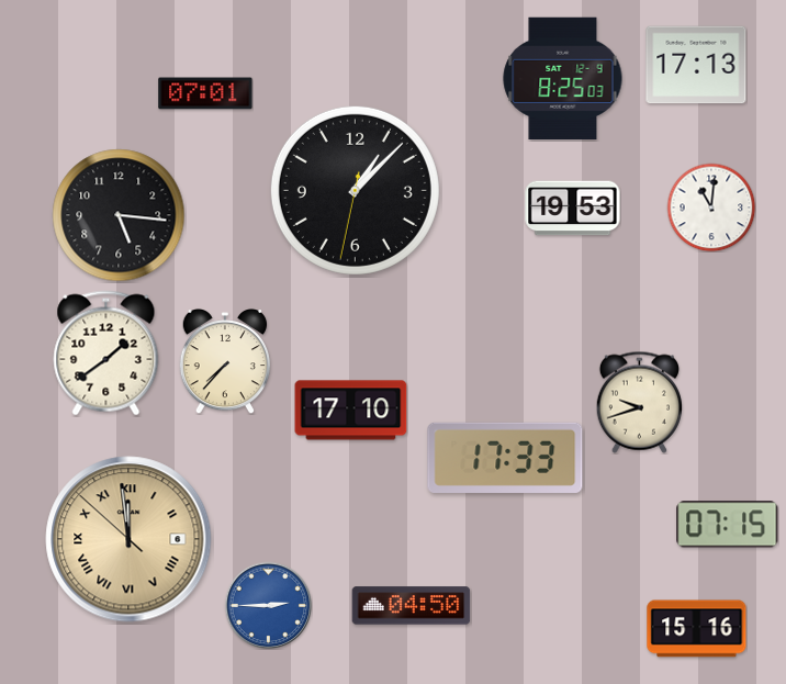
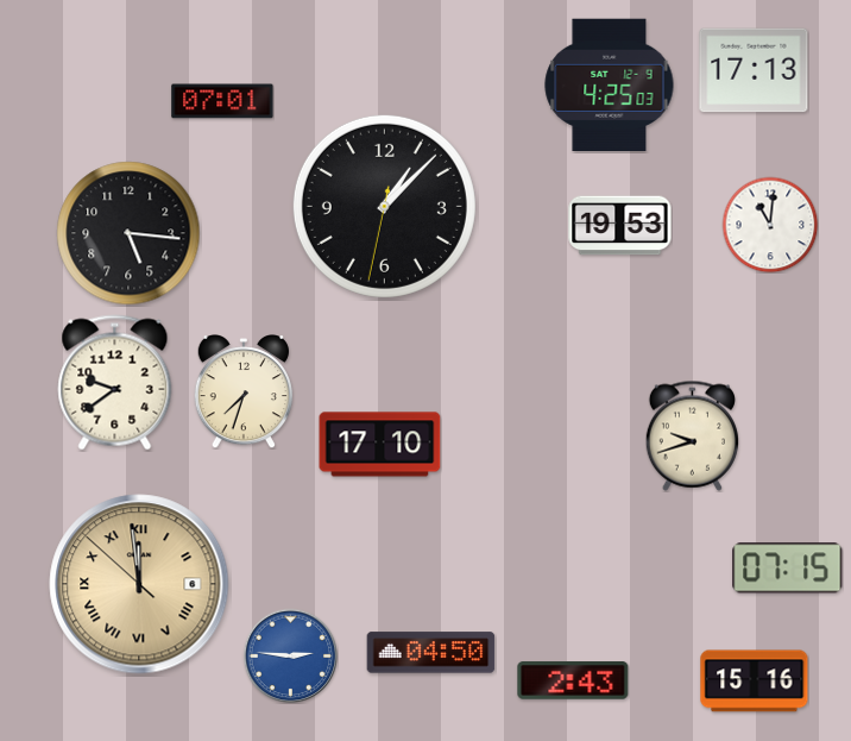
clock at (563, 78): 8:25 -> 4:25
clock at (106, 354): 1:39 -> 9:39
clock at (224, 362): 7:37 -> 7:33
clock at (505, 458): 17:33 -> none
clock at (268, 605): 2:45 -> 2:46
clock at (412, 606) position: (412, 606) -> (431, 653)
clock at (573, 680): none -> 2:43
